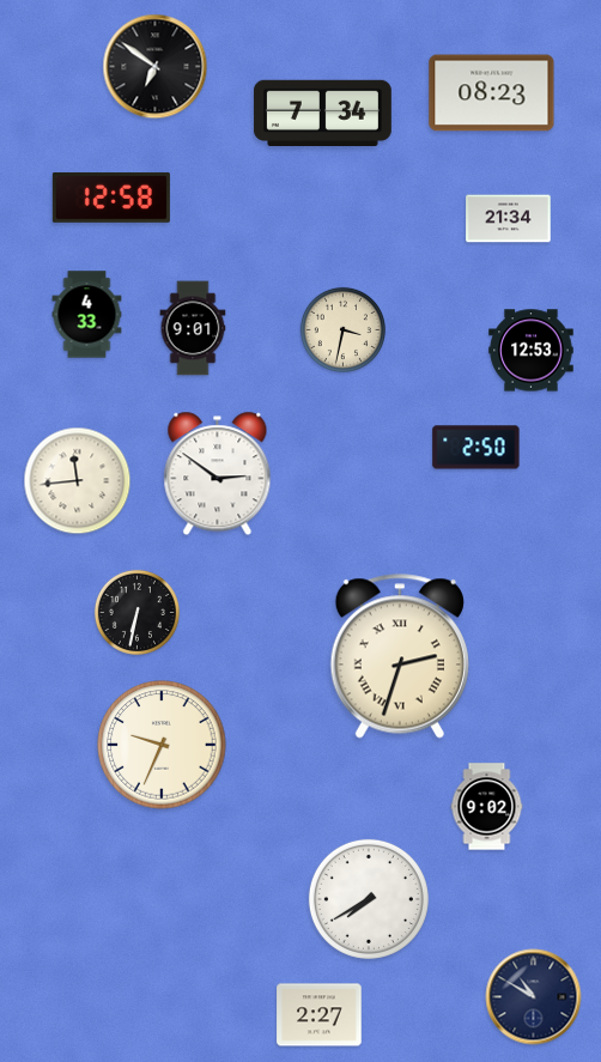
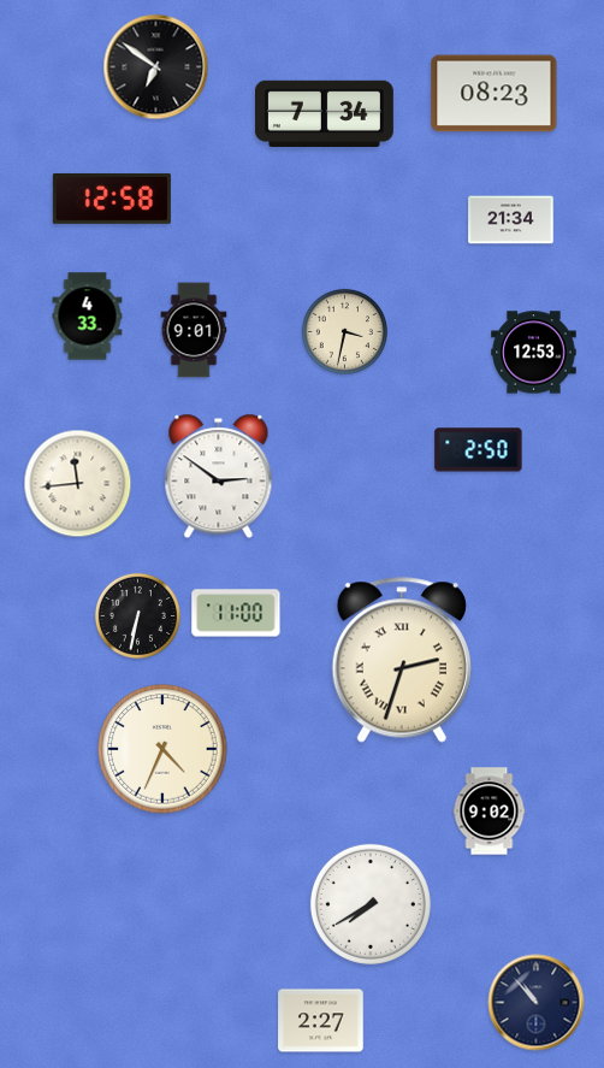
clock at (236, 613): none -> 11:00
clock at (162, 745): 9:34 -> 4:34
clock at (534, 997): 10:50 -> 10:53
